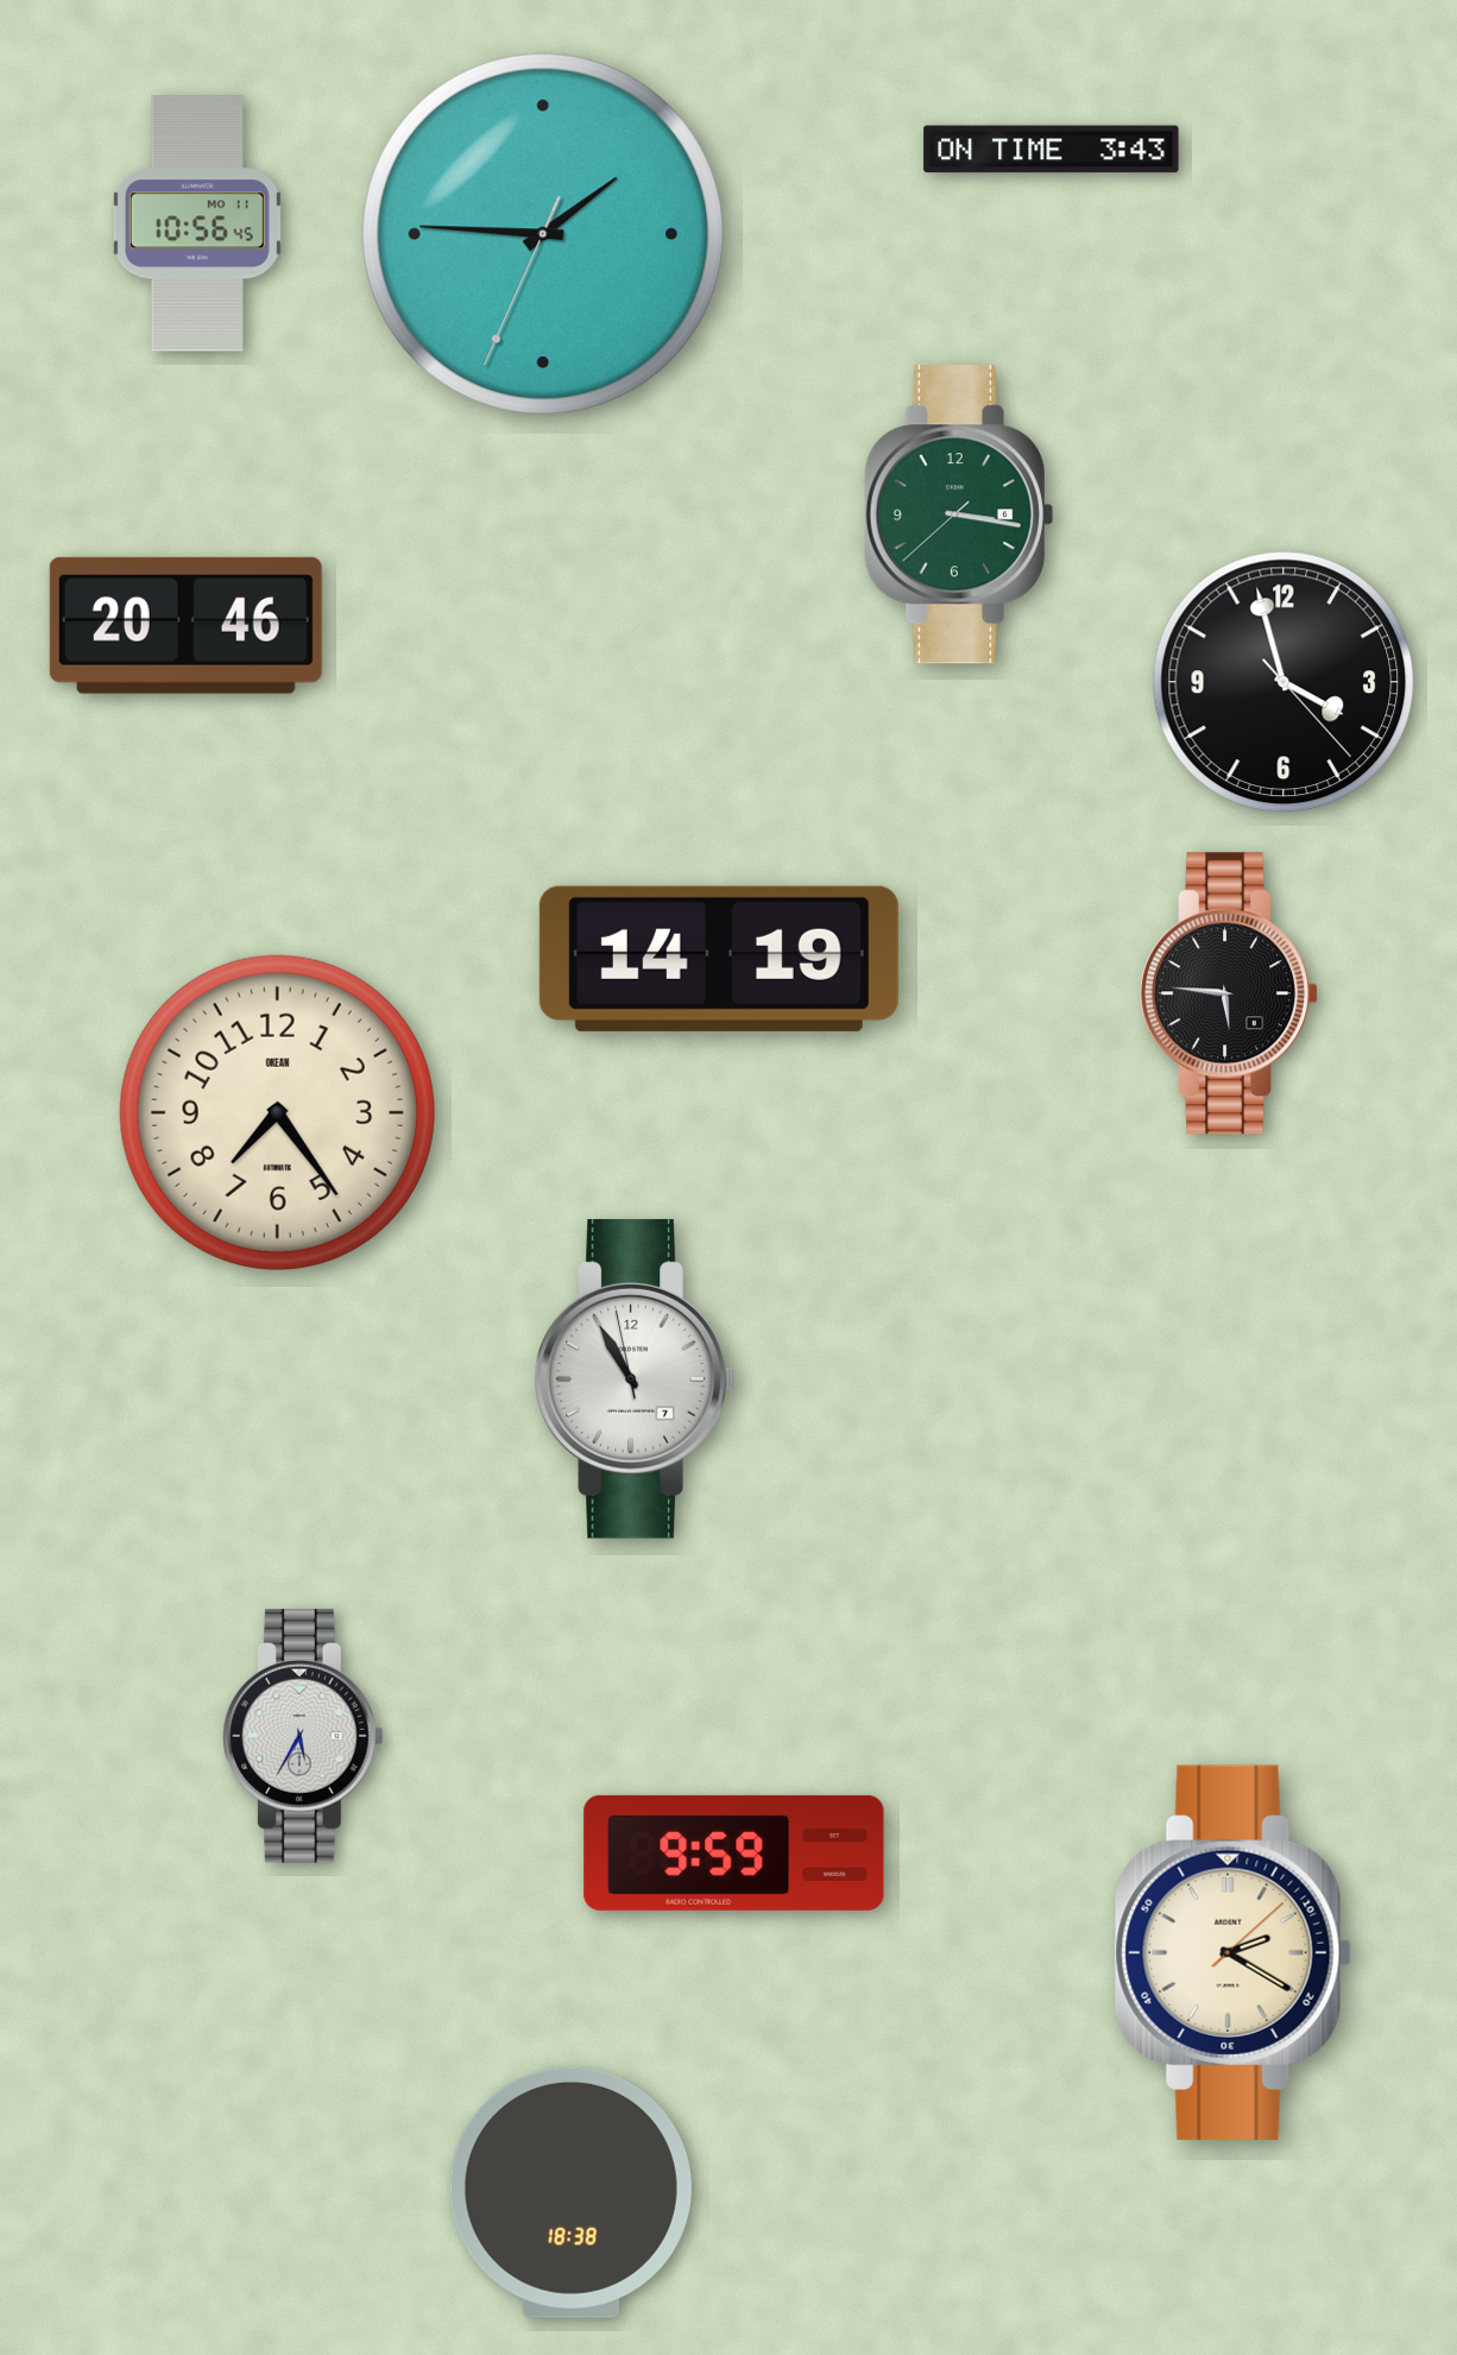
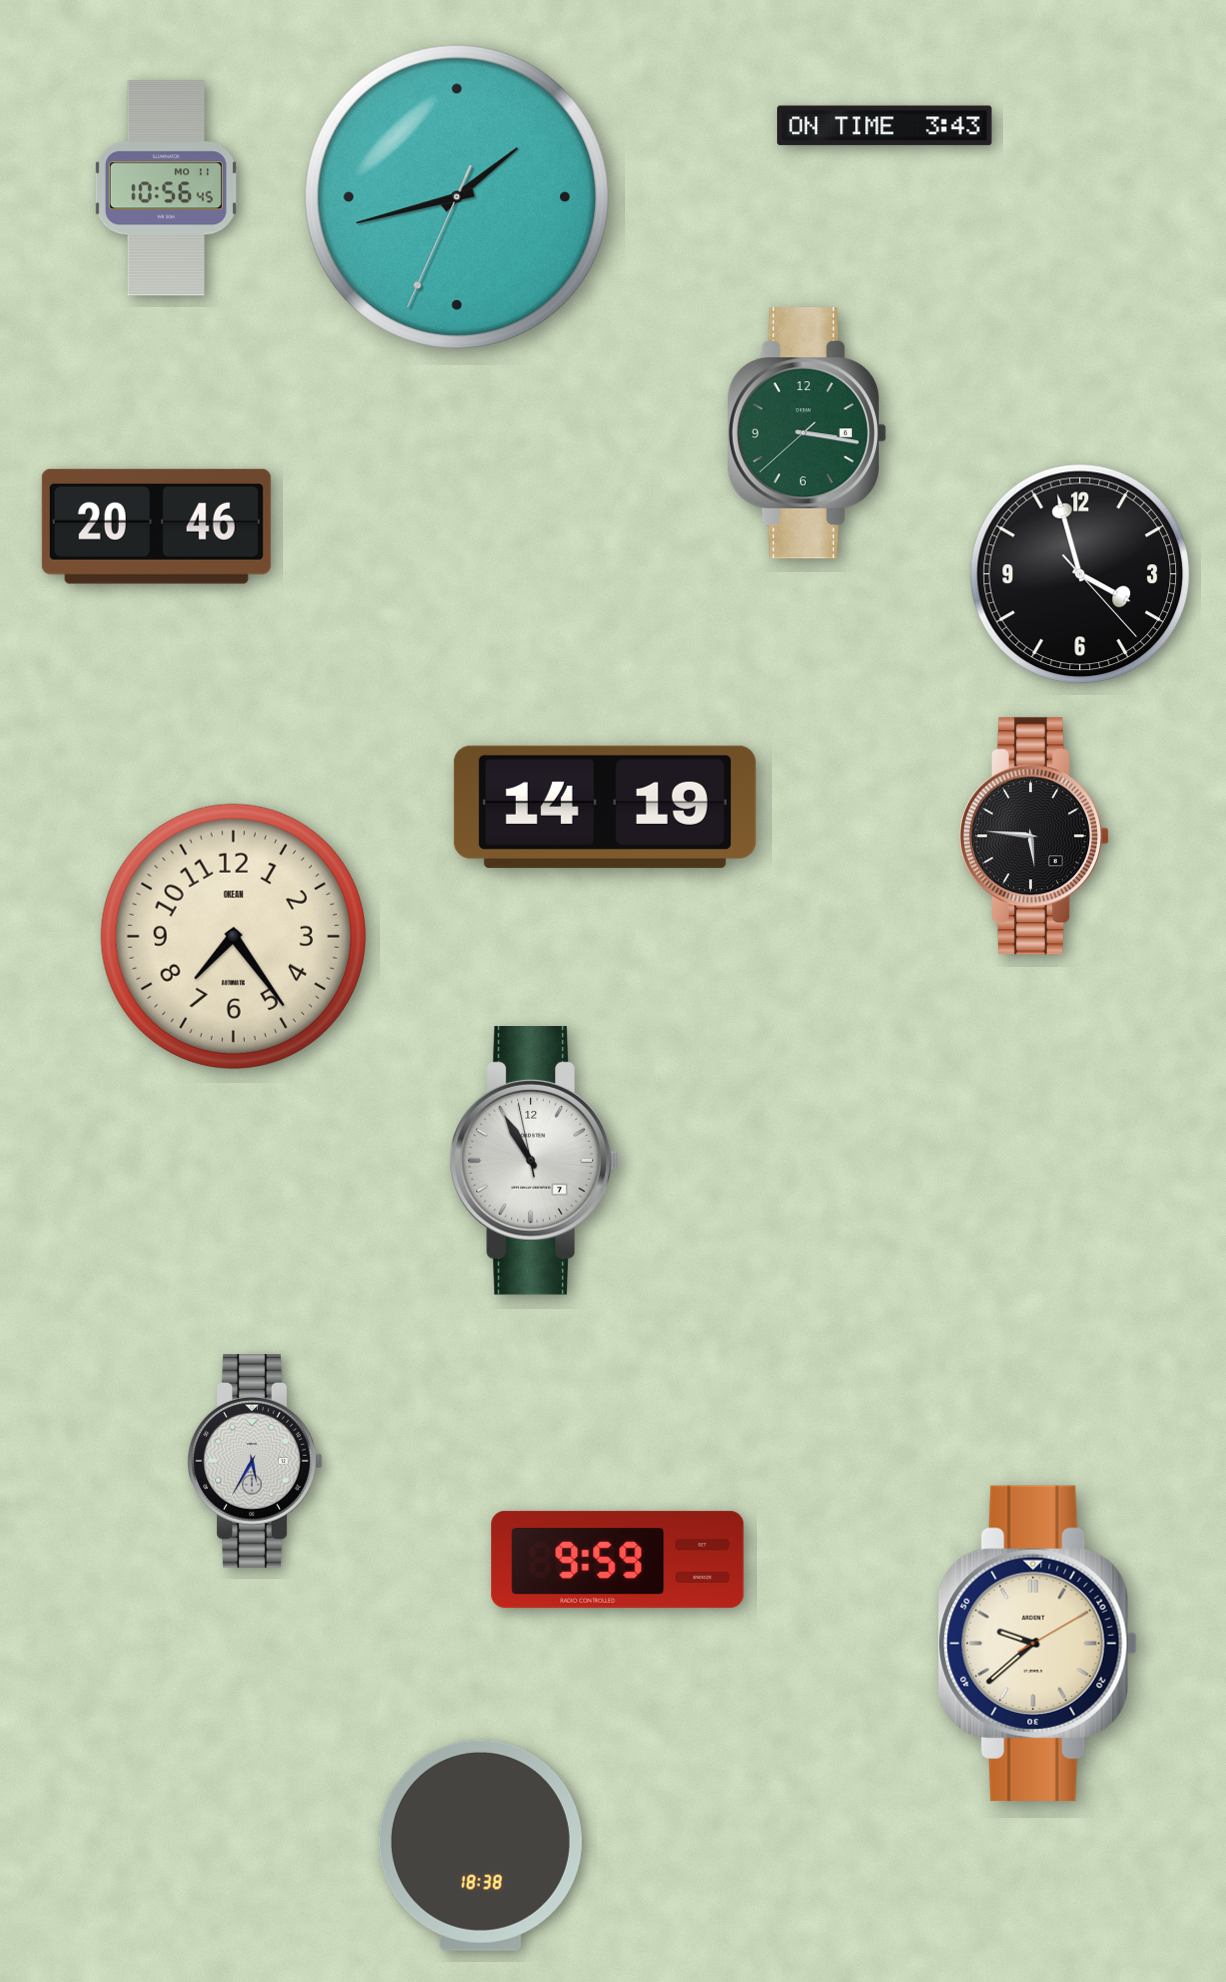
clock at (543, 234): 1:45 -> 1:42
clock at (1232, 1952): 2:20 -> 9:38
